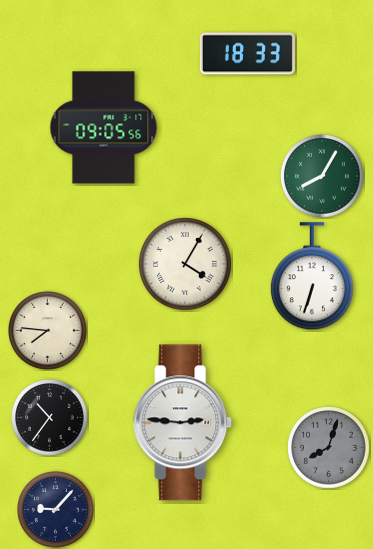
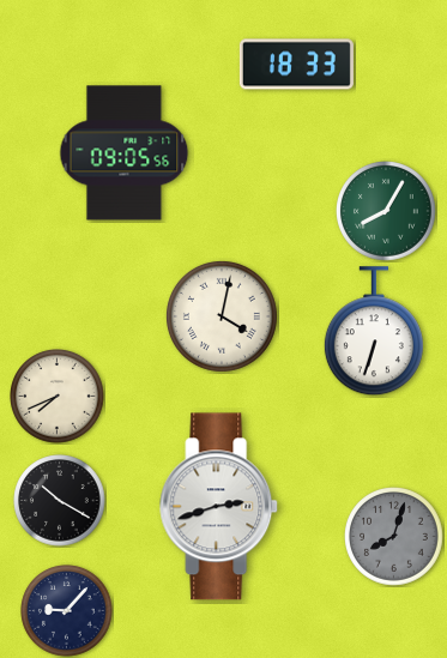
clock at (185, 264): 4:05 -> 4:02
clock at (48, 331): 7:46 -> 7:41
clock at (50, 418): 10:36 -> 10:20
clock at (183, 423): 2:46 -> 2:42
